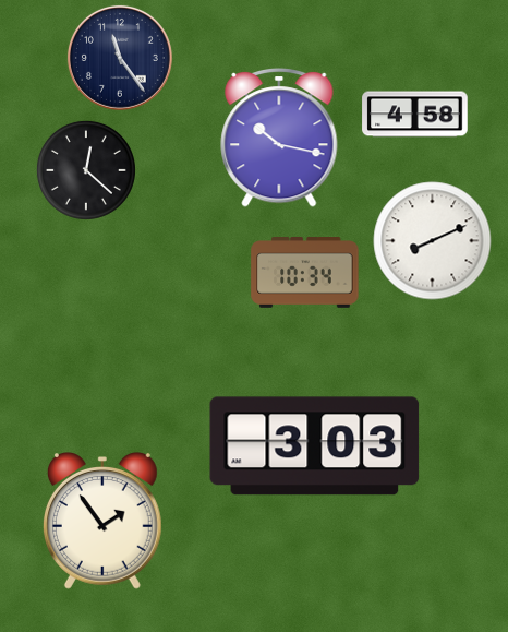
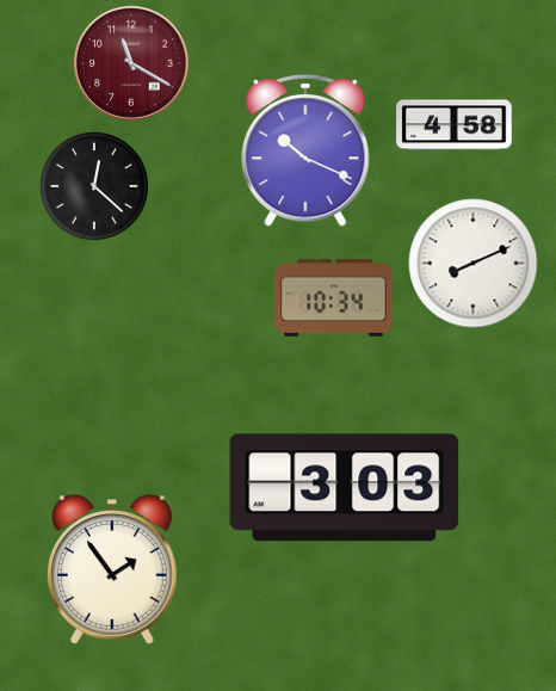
clock at (120, 58): 11:24 -> 11:20
clock at (120, 58) dial: navy -> burgundy
clock at (279, 139): 10:17 -> 10:19
